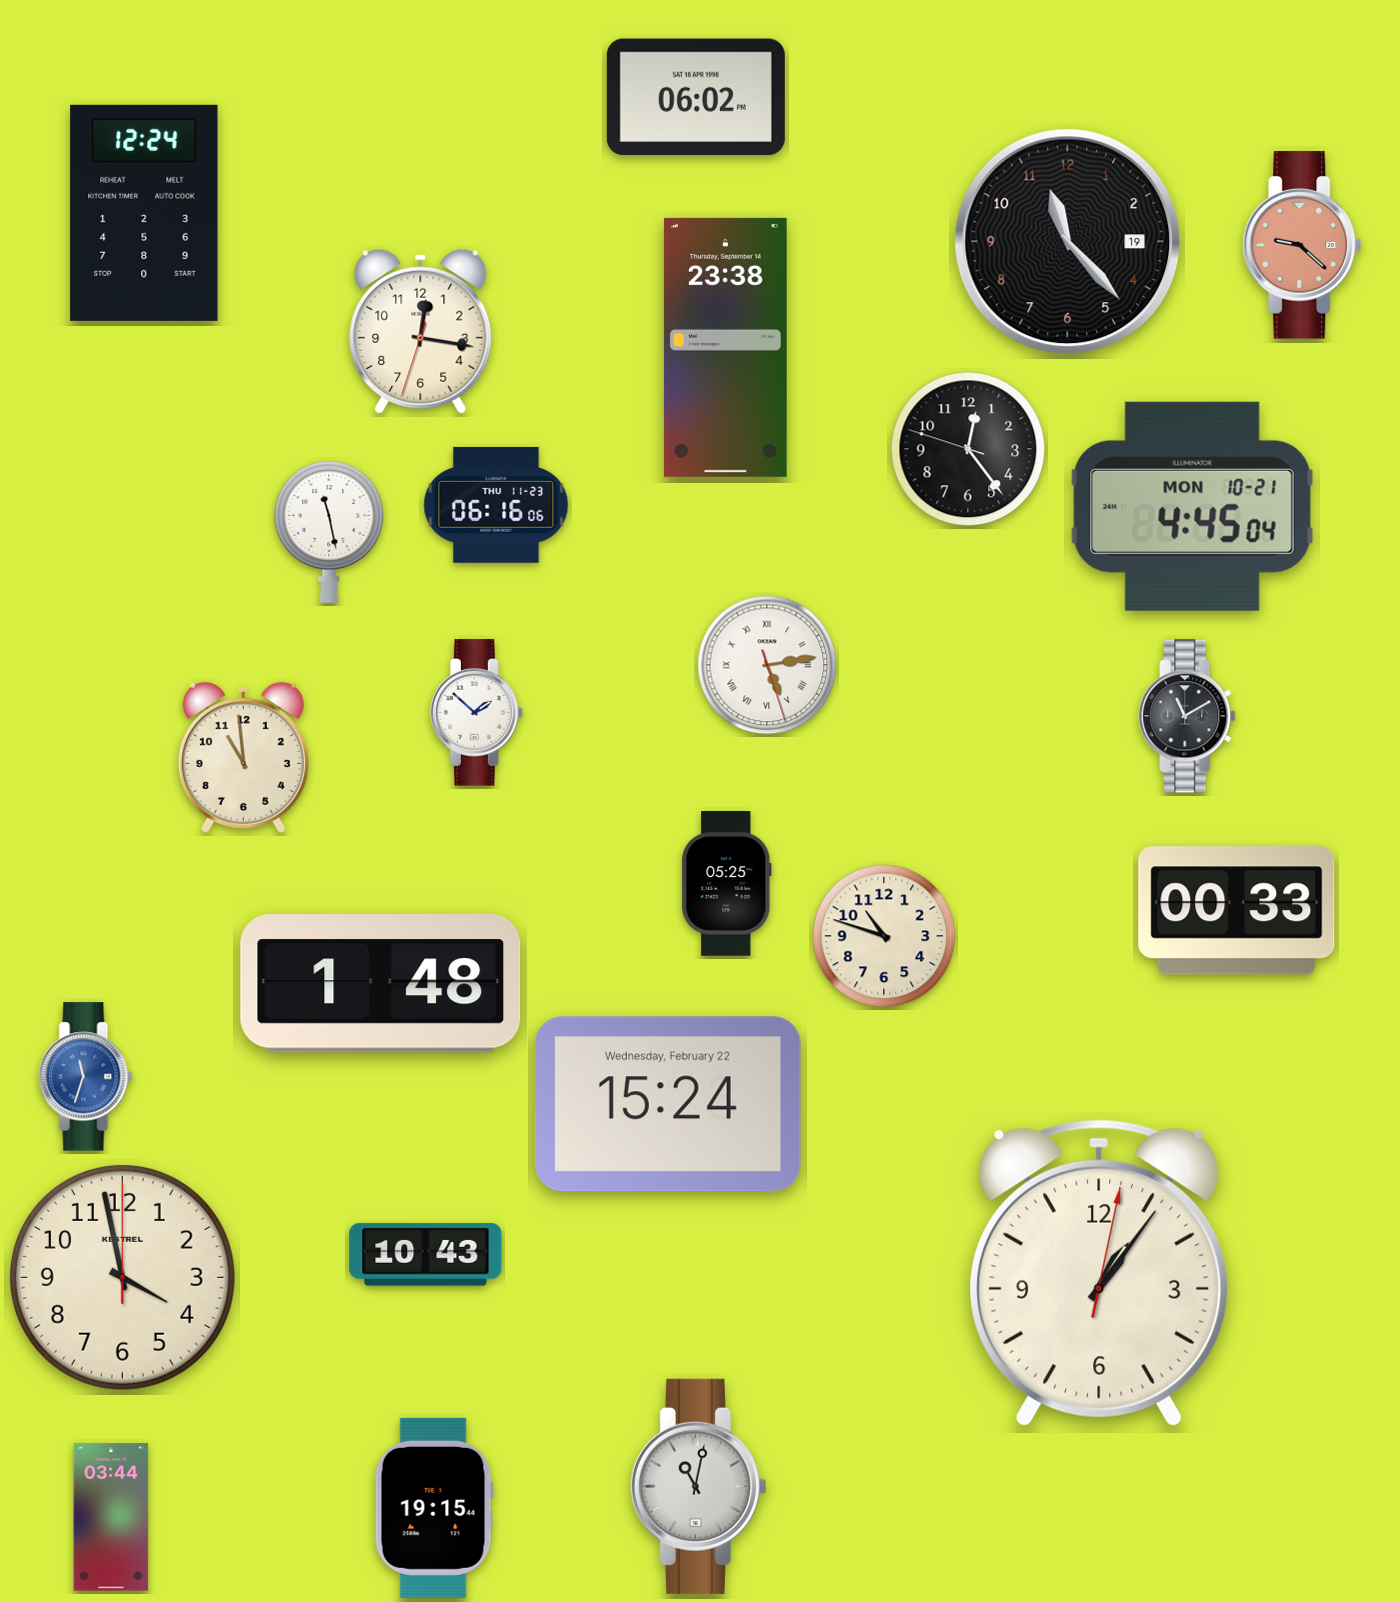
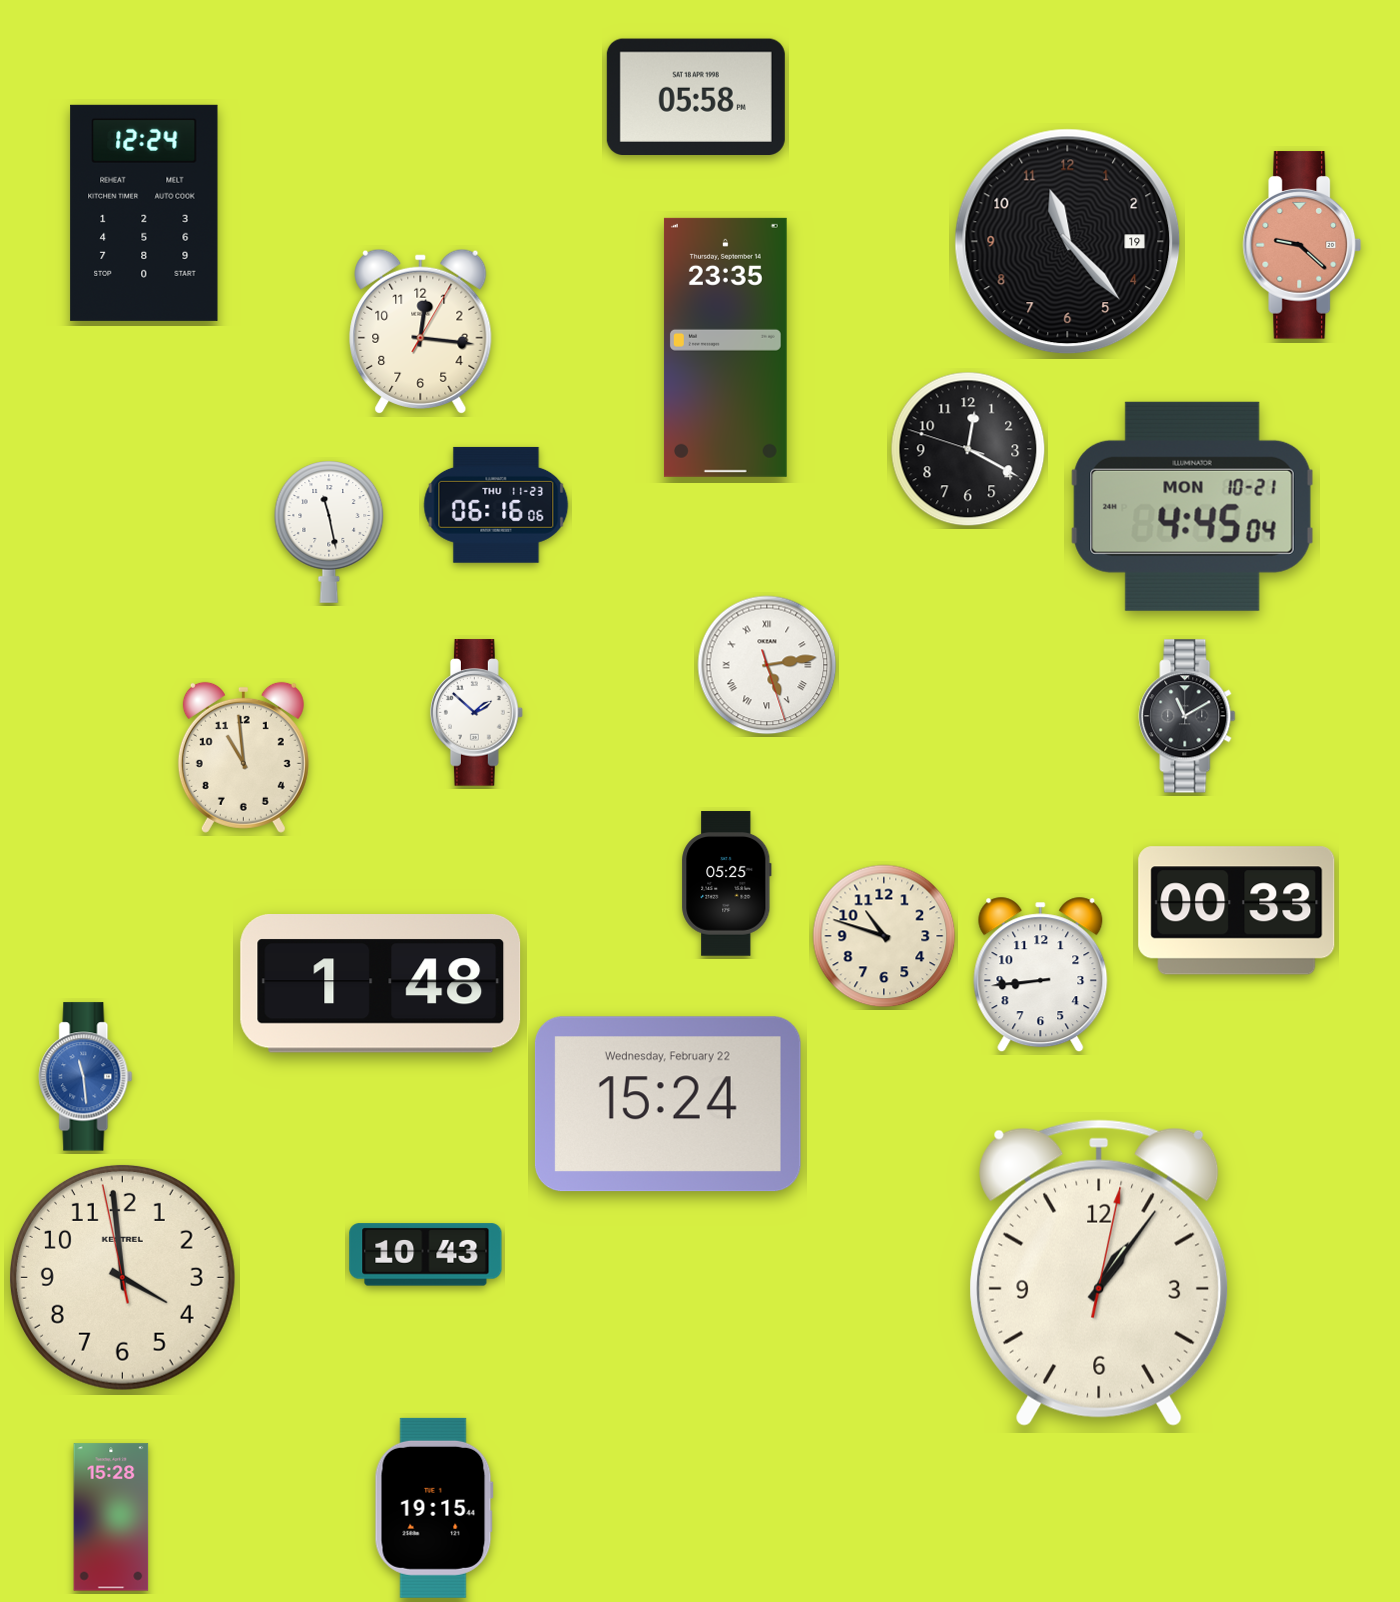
clock at (696, 97): 06:02 -> 05:58
clock at (421, 331): 12:16:33 -> 12:16:05
clock at (725, 347): 23:38 -> 23:35
clock at (968, 449): 12:23 -> 12:19
clock at (1041, 975): none -> 8:44
clock at (86, 1077): 11:33 -> 11:29
clock at (122, 1277): 3:58:00 -> 3:58:58
clock at (698, 1486): 11:02 -> none
clock at (111, 1517): 03:44 -> 15:28
